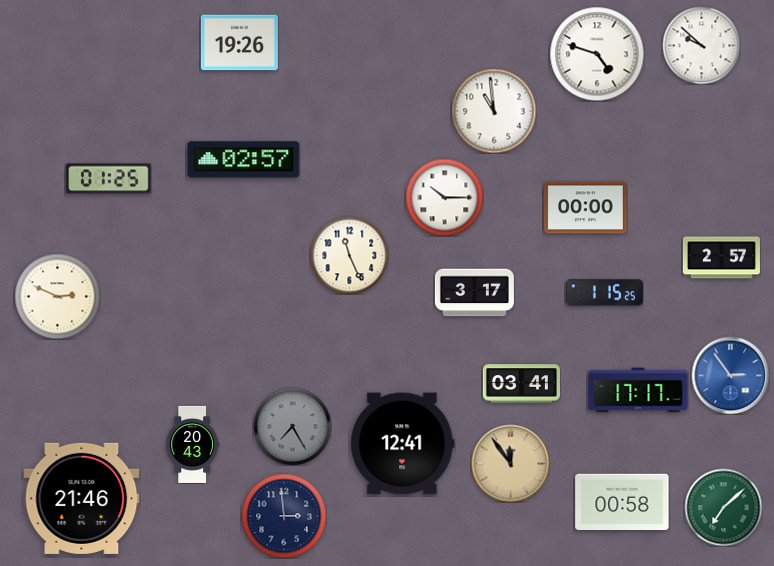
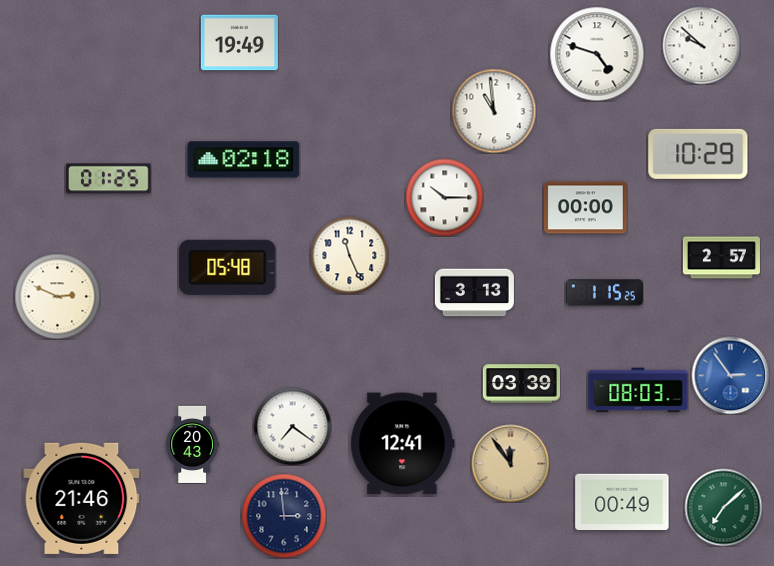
clock at (239, 43): 19:26 -> 19:49
clock at (698, 154): none -> 10:29
clock at (244, 160): 02:57 -> 02:18
clock at (228, 267): none -> 05:48
clock at (474, 293): 3:17 -> 3:13
clock at (521, 384): 03:41 -> 03:39
clock at (638, 390): 17:17 -> 08:03
clock at (292, 426): 7:25 -> 7:21
clock at (292, 426) dial: grey -> white
clock at (622, 501): 00:58 -> 00:49
